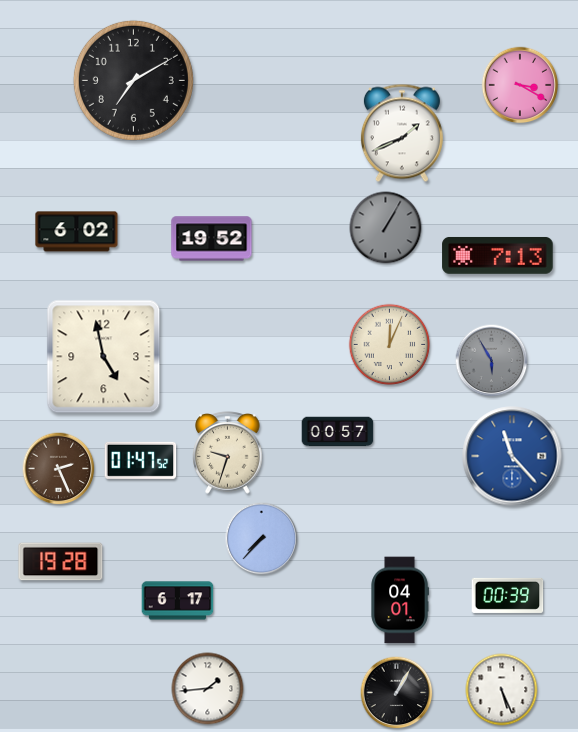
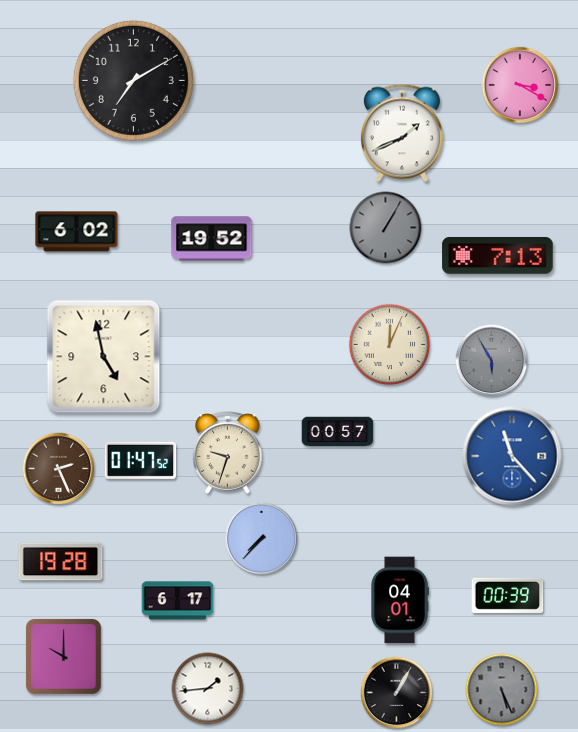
clock at (63, 656): none -> 10:00
clock at (502, 690) dial: white -> grey
